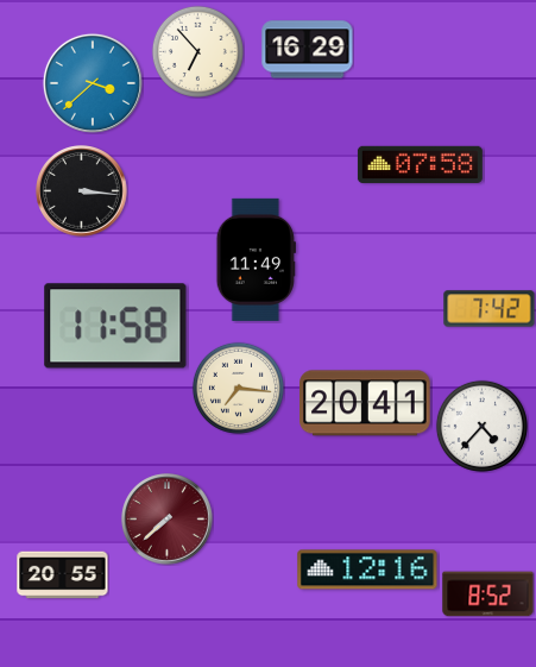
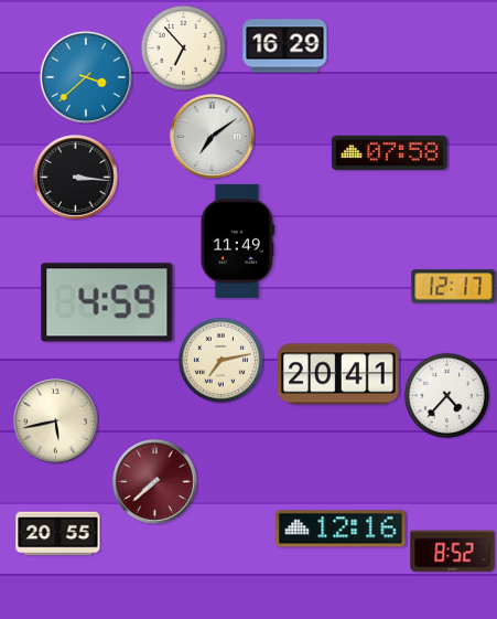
clock at (213, 137): none -> 7:09
clock at (490, 309): 7:42 -> 12:17
clock at (115, 326): 11:58 -> 4:59
clock at (238, 388): 7:16 -> 7:13
clock at (56, 421): none -> 5:43
